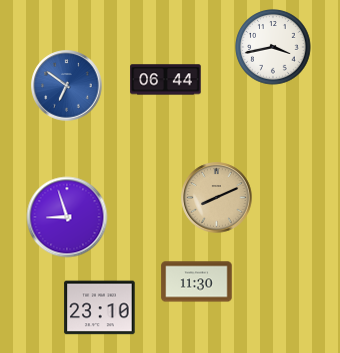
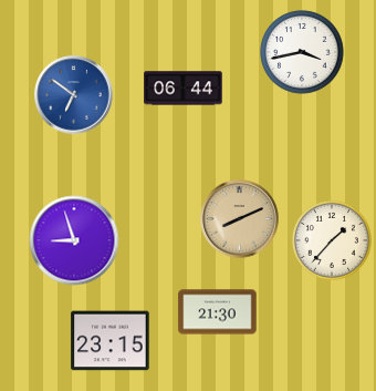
clock at (332, 240): none -> 1:37
clock at (197, 282): 11:30 -> 21:30
clock at (100, 308): 23:10 -> 23:15
